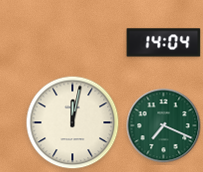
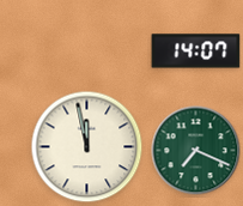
clock at (164, 43): 14:04 -> 14:07
clock at (73, 123): 12:02 -> 11:58
